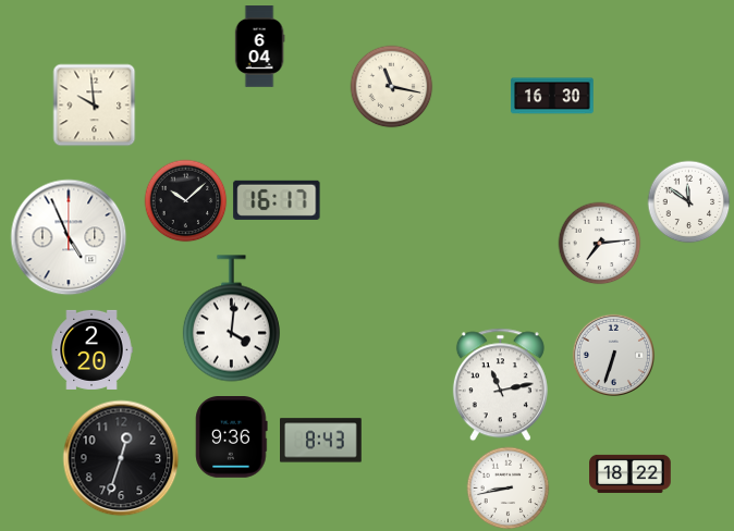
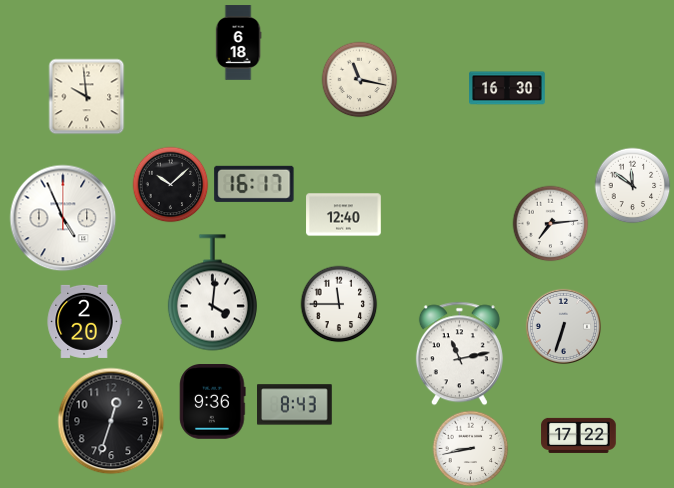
clock at (259, 47): 6:04 -> 6:18
clock at (344, 215): none -> 12:40
clock at (339, 304): none -> 11:45
clock at (631, 473): 18:22 -> 17:22
clock at (509, 489) position: (509, 489) -> (471, 449)
